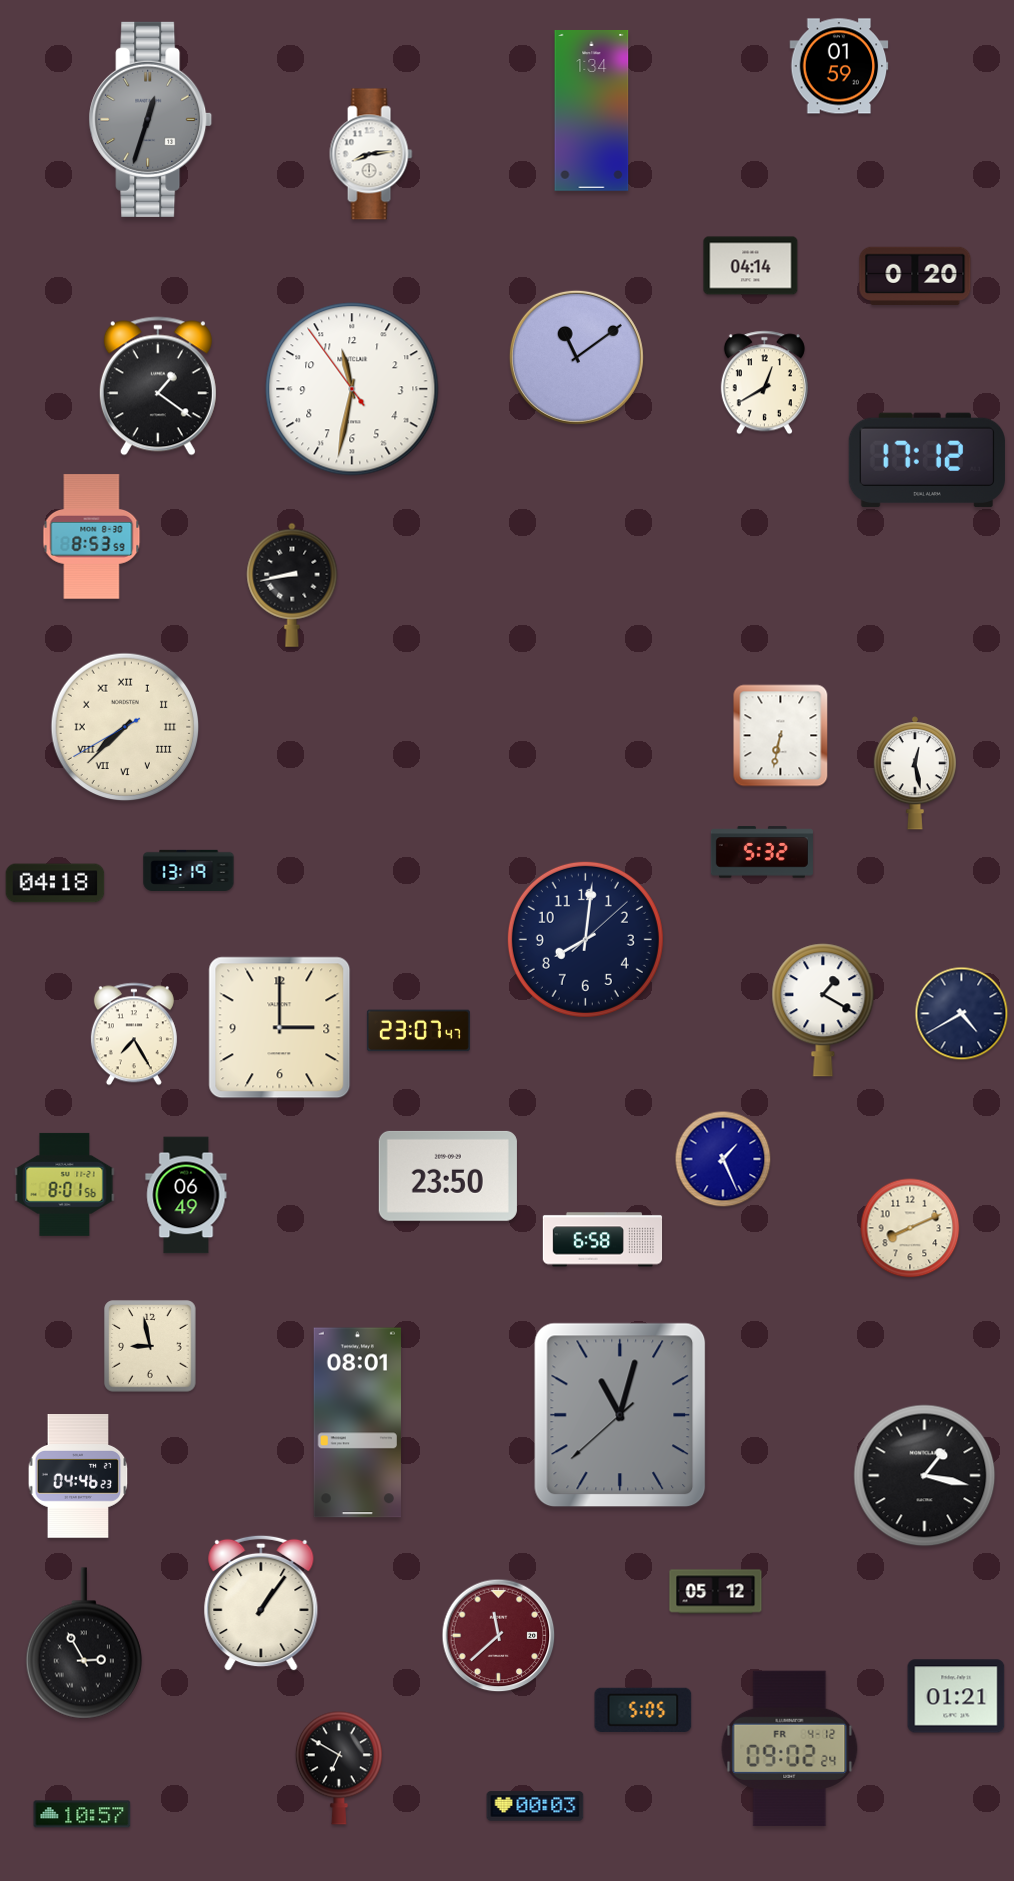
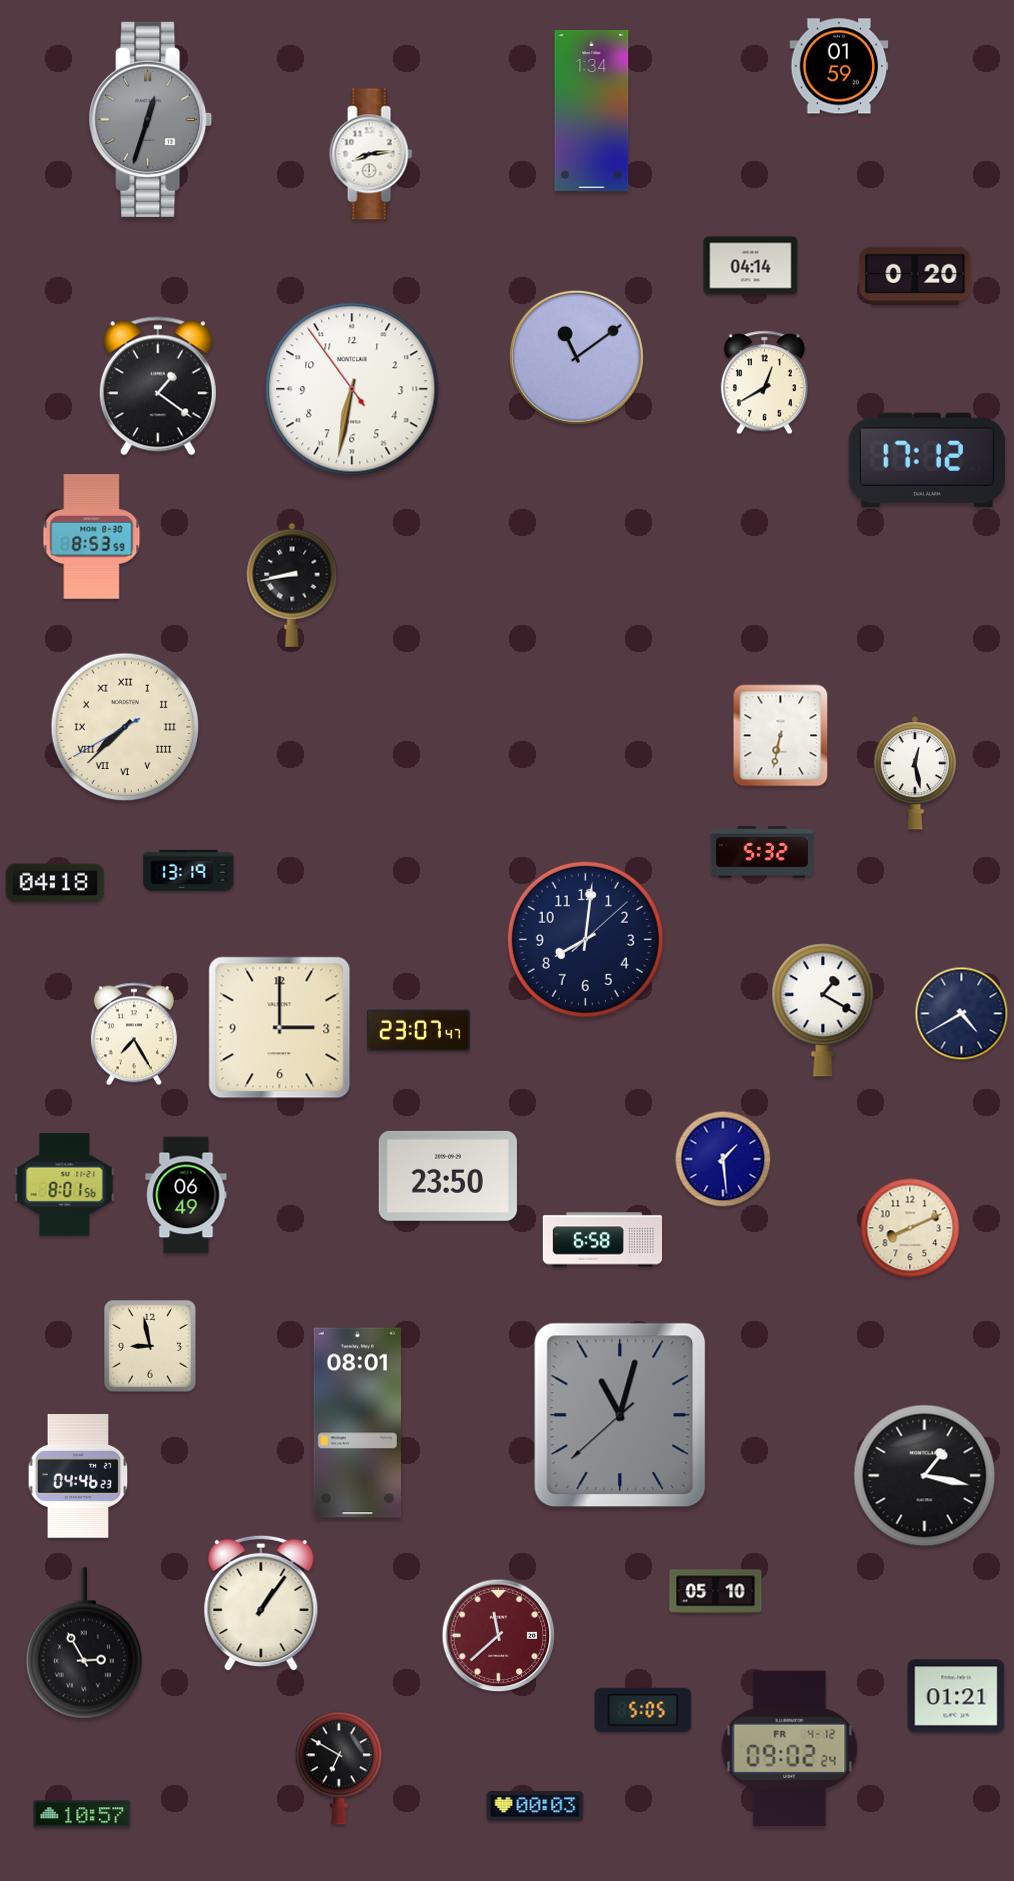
clock at (352, 389): 11:31 -> 6:31
clock at (723, 1159): 1:26 -> 1:29
clock at (716, 1592): 05:12 -> 05:10
